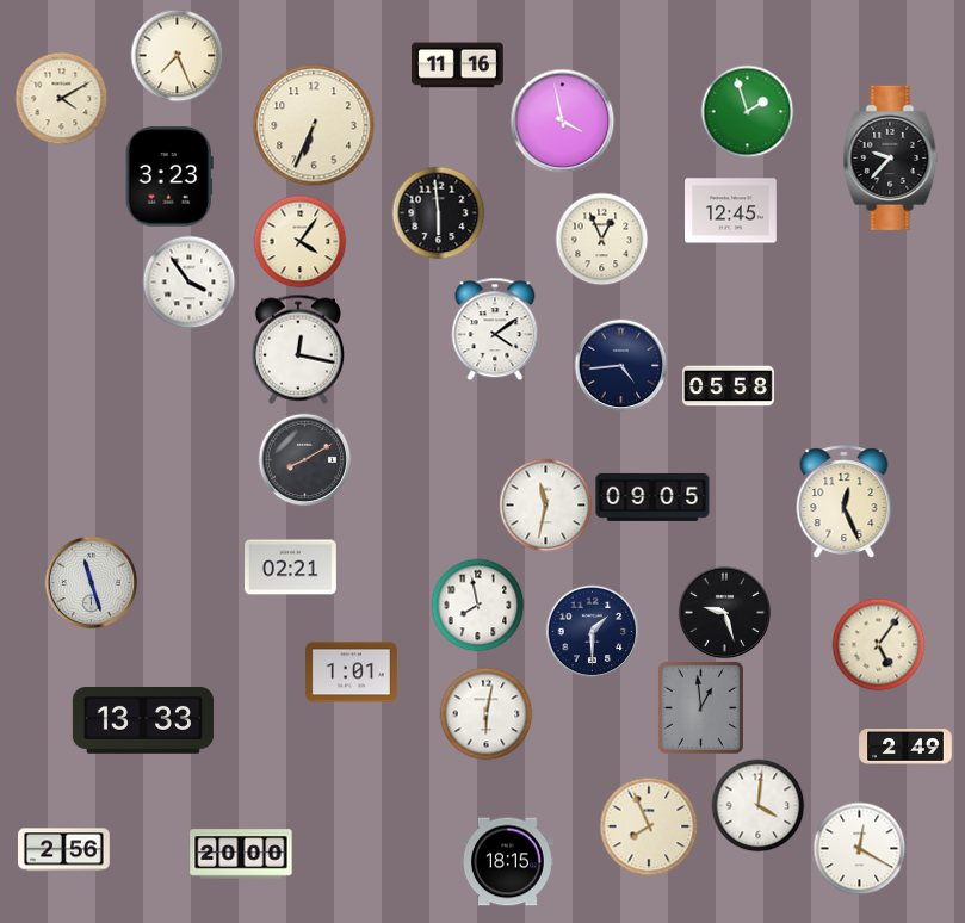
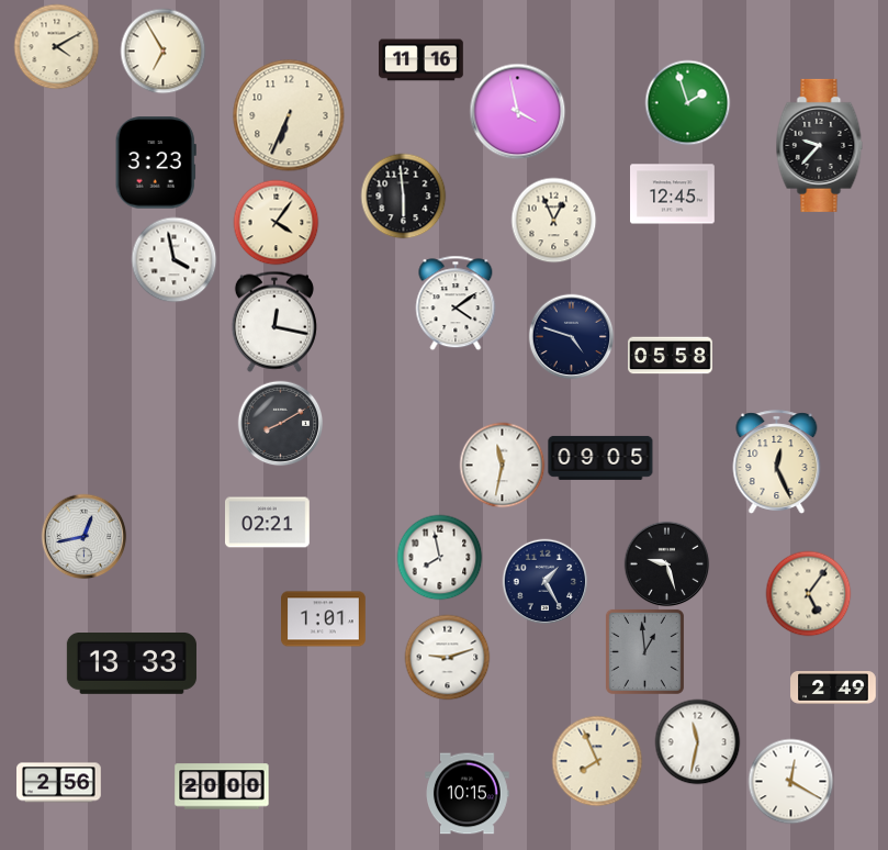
clock at (177, 55): 7:26 -> 6:55
clock at (61, 98) position: (61, 98) -> (56, 46)
clock at (188, 281): 3:54 -> 3:58
clock at (620, 365): 4:44 -> 4:48
clock at (91, 582): 11:27 -> 12:43
clock at (592, 631): 1:30 -> 1:25
clock at (485, 713): 6:02 -> 9:12
clock at (757, 805): 4:01 -> 11:32
clock at (508, 862): 18:15 -> 10:15
